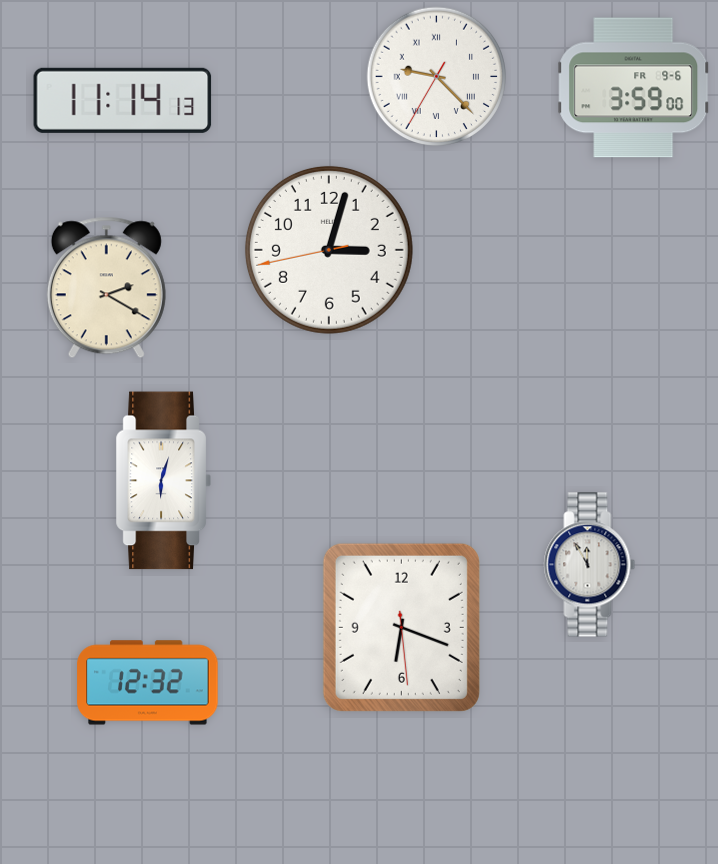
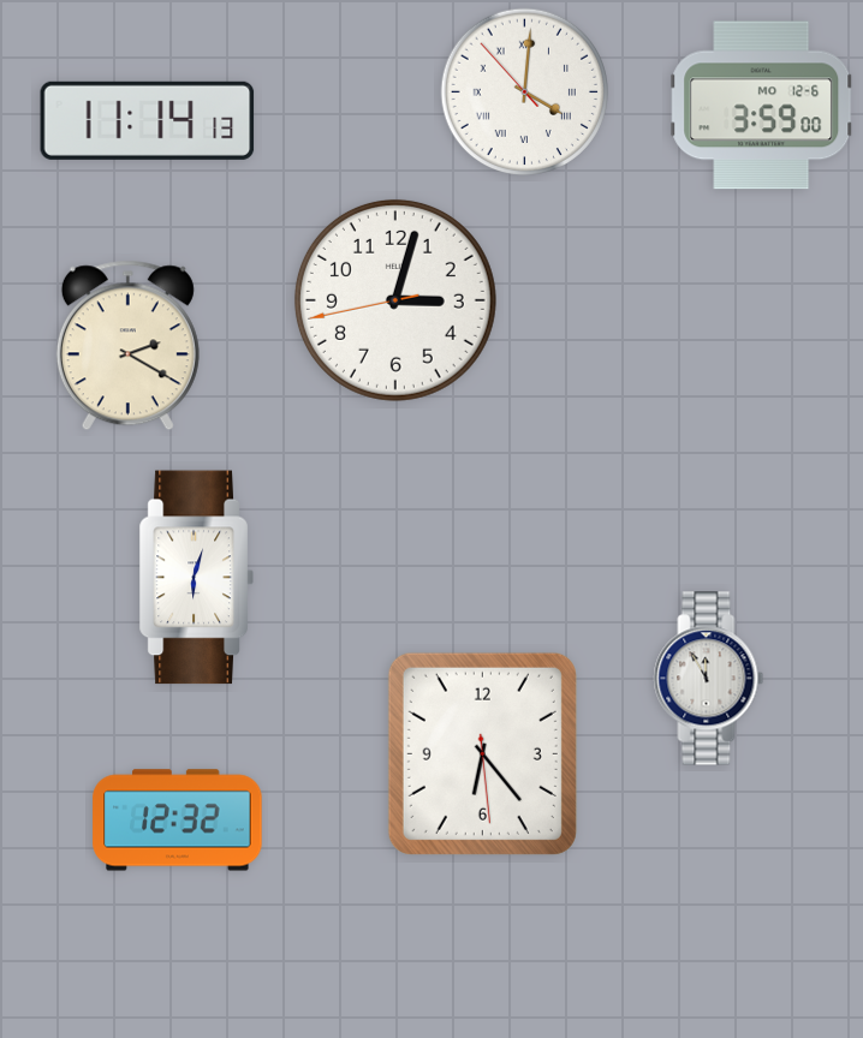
clock at (436, 76): 9:22 -> 4:00
clock at (634, 88) date: FR 9-6 -> MO 12-6
clock at (401, 627): 6:18 -> 6:23
